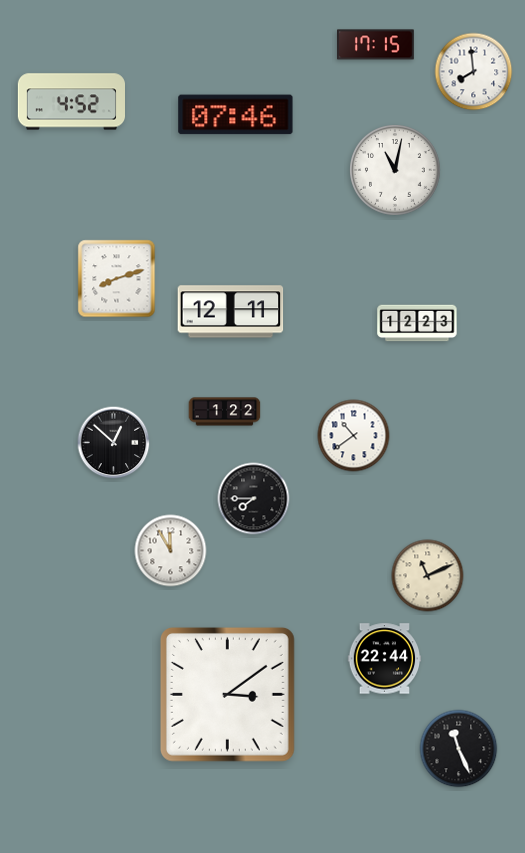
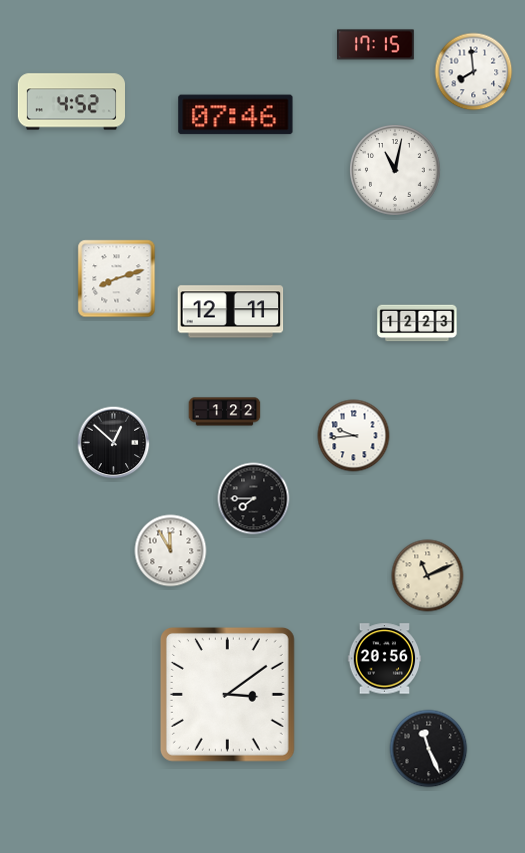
clock at (354, 436): 10:39 -> 9:44
clock at (385, 659): 22:44 -> 20:56
clock at (459, 749) position: (459, 749) -> (429, 749)
